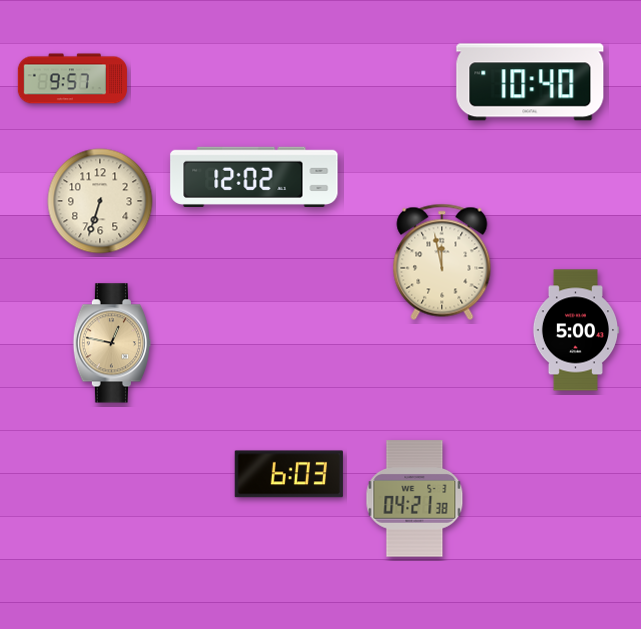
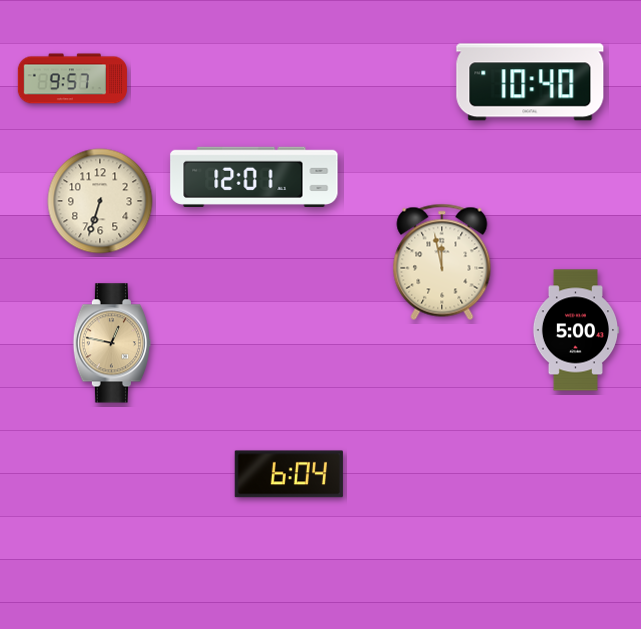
clock at (254, 177): 12:02 -> 12:01
clock at (289, 474): 6:03 -> 6:04
clock at (415, 499): 04:21 -> none
